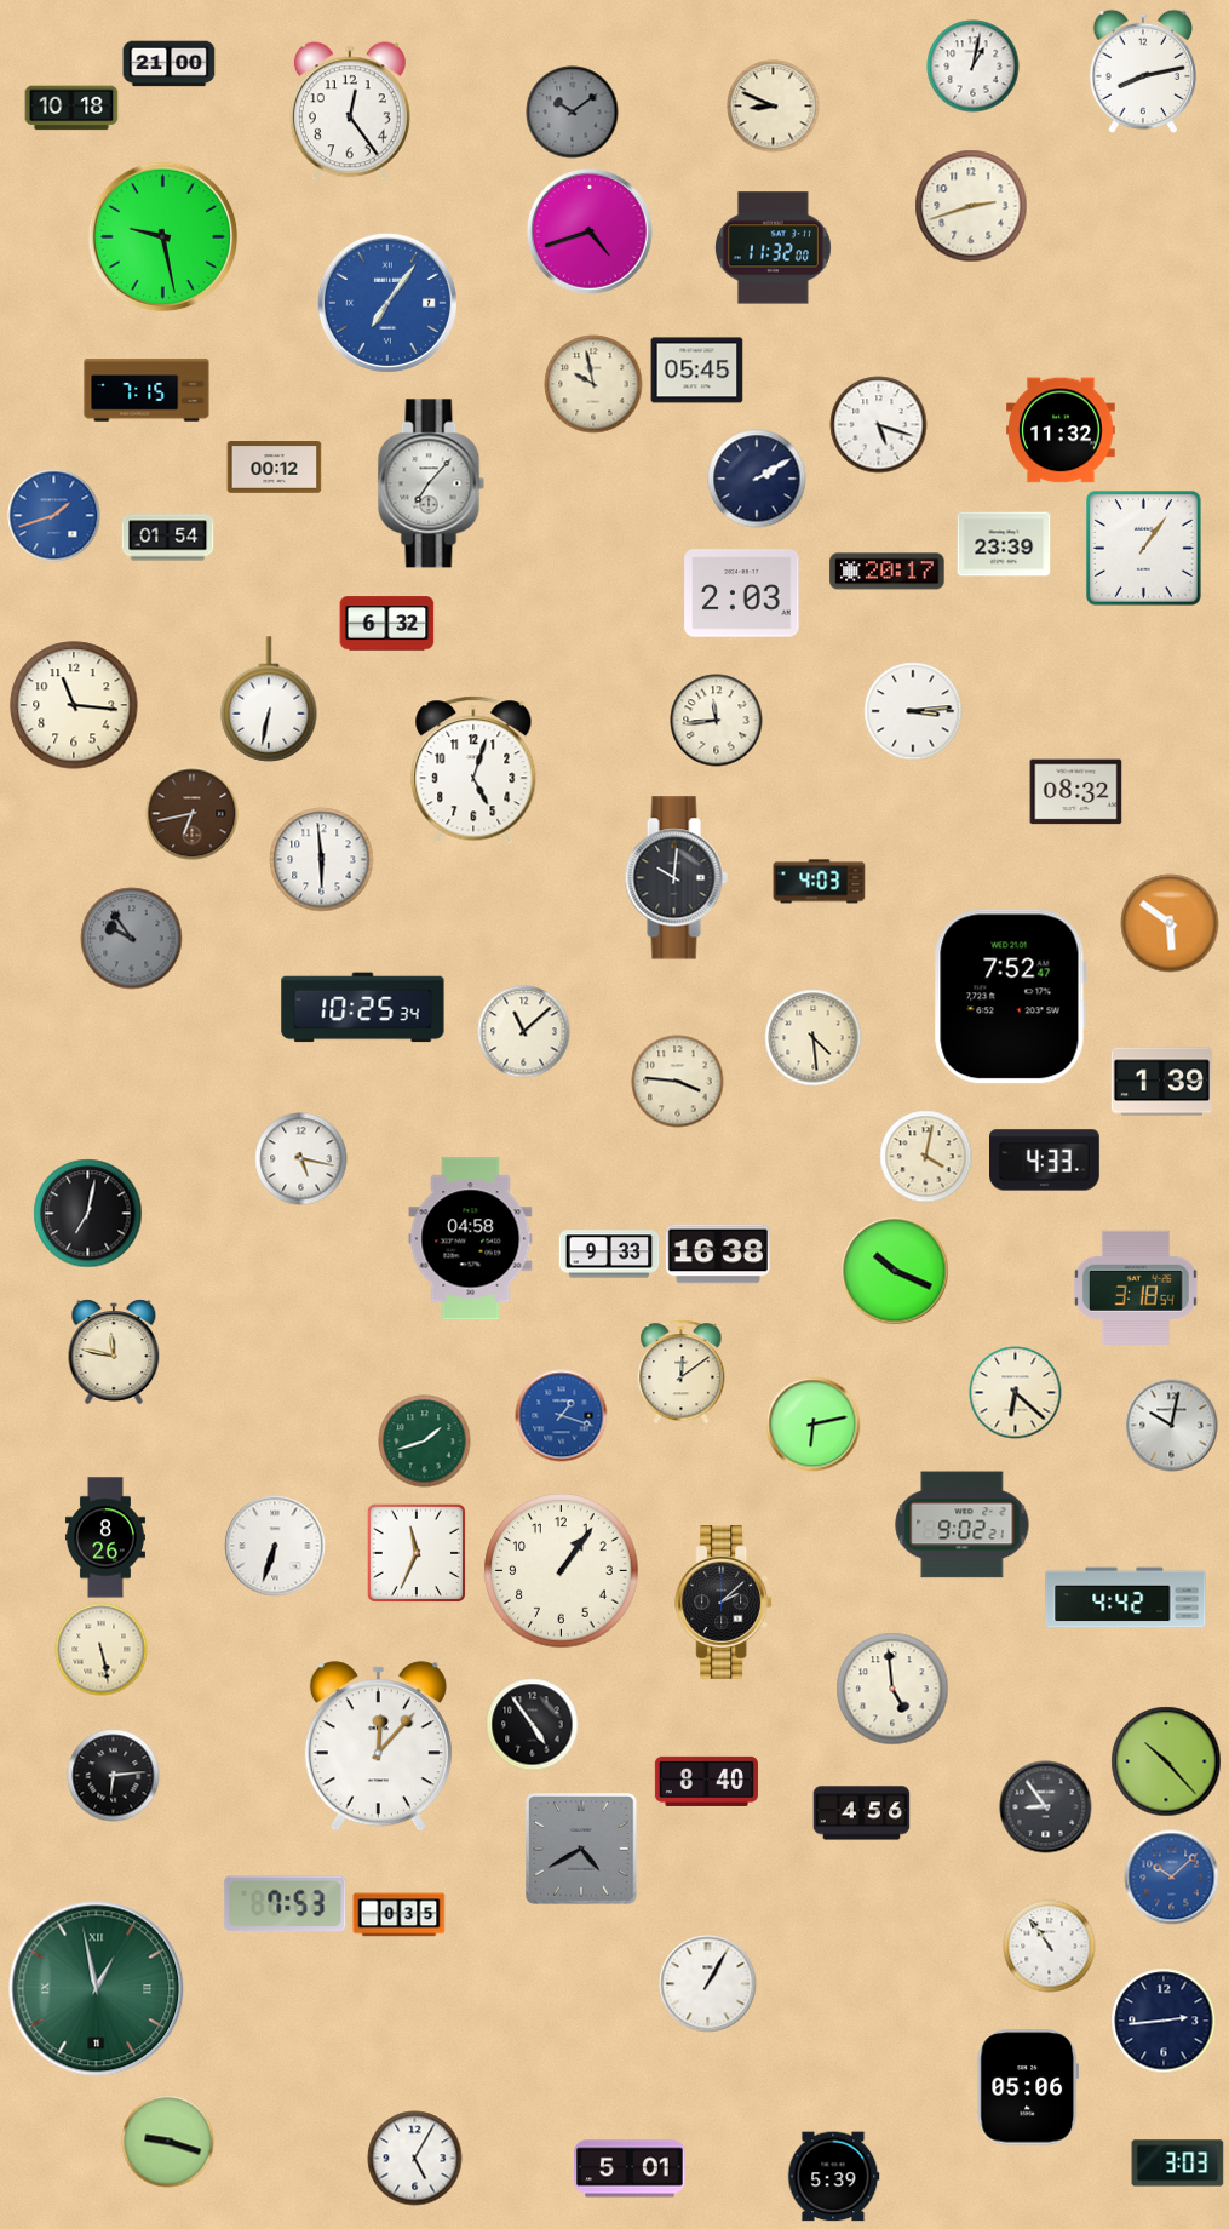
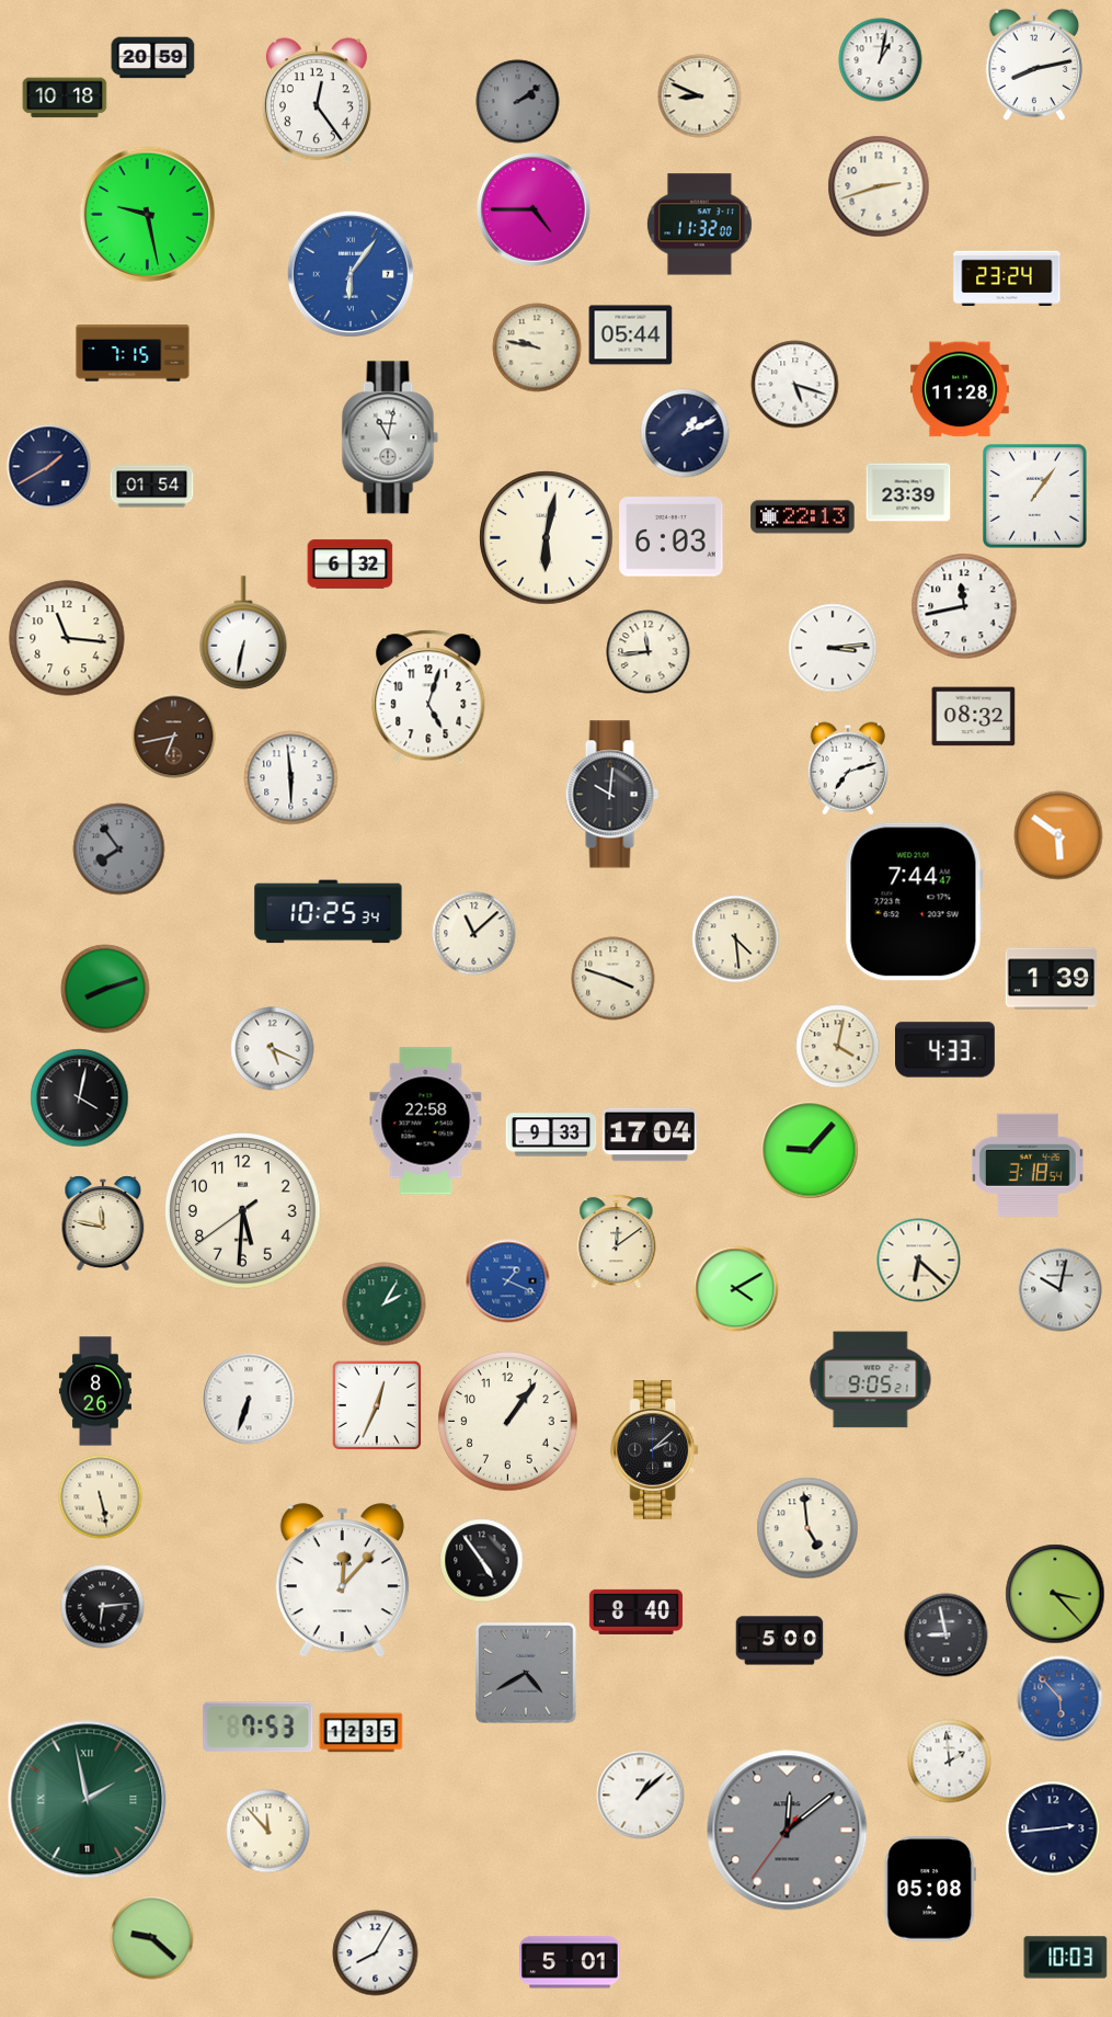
clock at (170, 64): 21:00 -> 20:59
clock at (573, 113): 10:09 -> 2:09
clock at (590, 231): 4:42 -> 4:45
clock at (387, 303): 7:06 -> 6:06
clock at (1007, 277): none -> 23:24
clock at (697, 371): 05:45 -> 05:44
clock at (593, 384): 9:58 -> 9:47
clock at (1061, 430): 11:32 -> 11:28
clock at (275, 468): 00:12 -> none
clock at (757, 479): 2:10 -> 1:11
clock at (431, 483): 7:07 -> 11:02
clock at (54, 516): 1:42 -> 1:40
clock at (54, 516) dial: blue -> navy
clock at (888, 572): 20:17 -> 22:13
clock at (742, 594): 2:03 -> 6:03
clock at (547, 538): none -> 6:02
clock at (964, 606): none -> 11:43
clock at (913, 711) position: (913, 711) -> (833, 648)
clock at (848, 768): none -> 7:12
clock at (820, 882): 4:03 -> none
clock at (132, 939): 9:54 -> 7:54
clock at (1010, 997): 7:52 -> 7:44
clock at (678, 1082): 3:46 -> 3:48
clock at (105, 989): none -> 8:12
clock at (301, 1159): 5:17 -> 5:19
clock at (88, 1214): 7:02 -> 4:02
clock at (471, 1239): 04:58 -> 22:58
clock at (718, 1254): 16:38 -> 17:04
clock at (895, 1271): 10:19 -> 9:07
clock at (243, 1211): none -> 5:30
clock at (562, 1416): 1:18 -> 1:19
clock at (814, 1425): 6:13 -> 4:10
clock at (425, 1442): 1:42 -> 2:05
clock at (963, 1525): 9:02 -> 9:05
clock at (415, 1552): 11:34 -> 12:34
clock at (1126, 1598): 4:42 -> none
clock at (102, 1650) position: (102, 1650) -> (101, 1497)
clock at (1166, 1761): 10:23 -> 3:23
clock at (706, 1781) position: (706, 1781) -> (635, 1611)
clock at (1046, 1807): 8:54 -> 8:58
clock at (862, 1813): 4:56 -> 5:00
clock at (1172, 1878): 10:08 -> 5:53
clock at (286, 1904) position: (286, 1904) -> (259, 1728)
clock at (400, 1915): 0:35 -> 12:35
clock at (1050, 1947): 10:54 -> 1:59
clock at (708, 1984): 1:05 -> 1:08
clock at (97, 1989): 12:58 -> 1:58
clock at (788, 1831): none -> 12:08
clock at (268, 1832): none -> 11:53
clock at (1028, 2087): 05:06 -> 05:08
clock at (168, 2142): 9:18 -> 9:22
clock at (415, 2159): 5:05 -> 8:05
clock at (1178, 2164): 3:03 -> 10:03
clock at (833, 2177): 5:39 -> none
